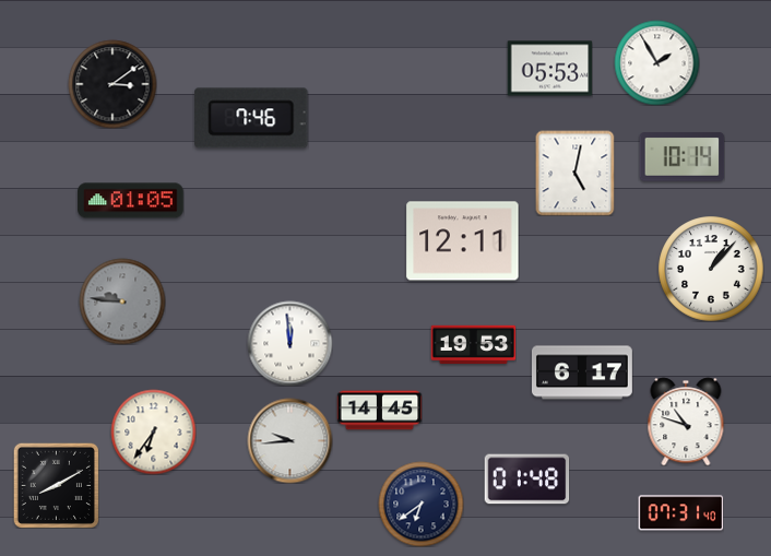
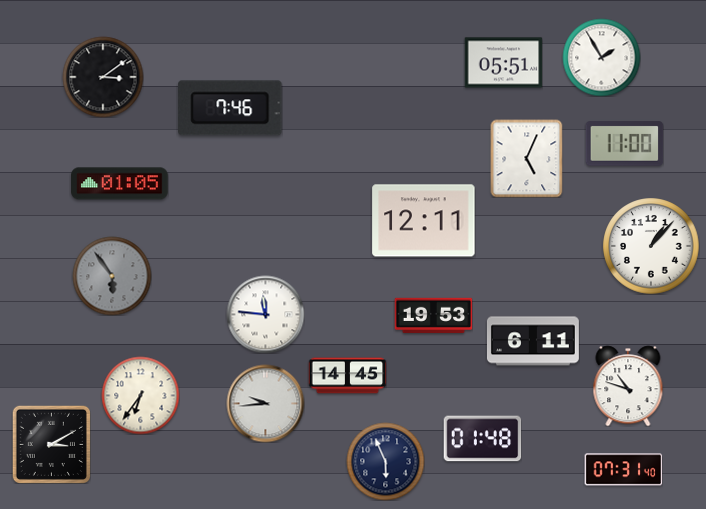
clock at (549, 69): 05:53 -> 05:51
clock at (681, 157): 10:14 -> 11:00
clock at (576, 173): 5:02 -> 5:04
clock at (122, 301): 9:46 -> 5:54
clock at (289, 343): 11:59 -> 11:46
clock at (582, 372): 6:17 -> 6:11
clock at (56, 485): 8:10 -> 3:10
clock at (420, 504): 6:39 -> 5:56
